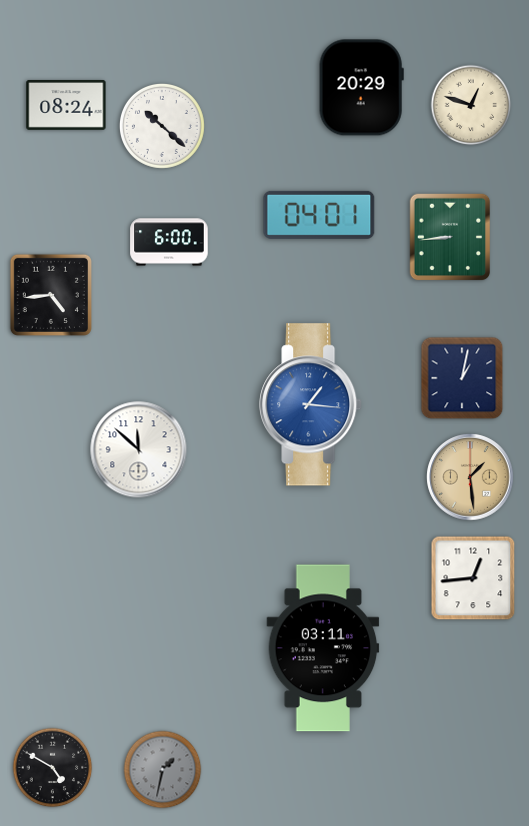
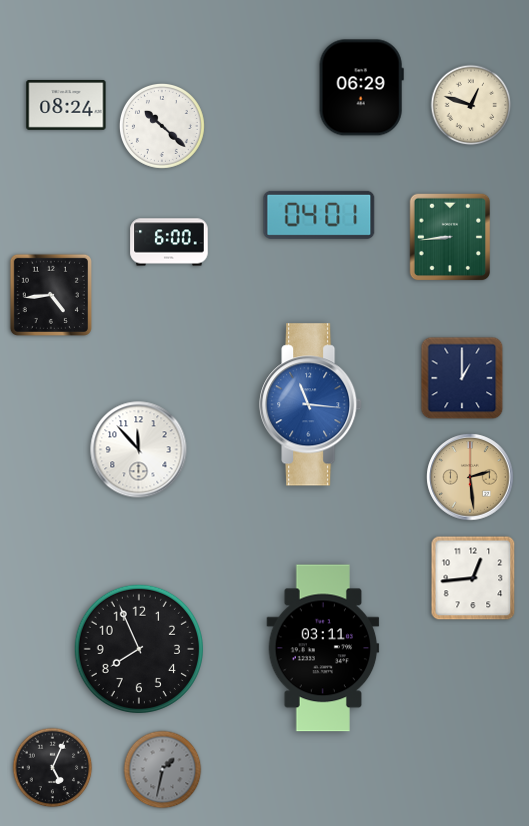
clock at (361, 88): 20:29 -> 06:29
clock at (462, 378): 1:02 -> 1:00
clock at (311, 405): 1:16 -> 11:16
clock at (139, 450): 11:52 -> 11:53
clock at (470, 477): 1:29 -> 2:29
clock at (139, 649): none -> 7:56
clock at (53, 768): 4:50 -> 5:04
